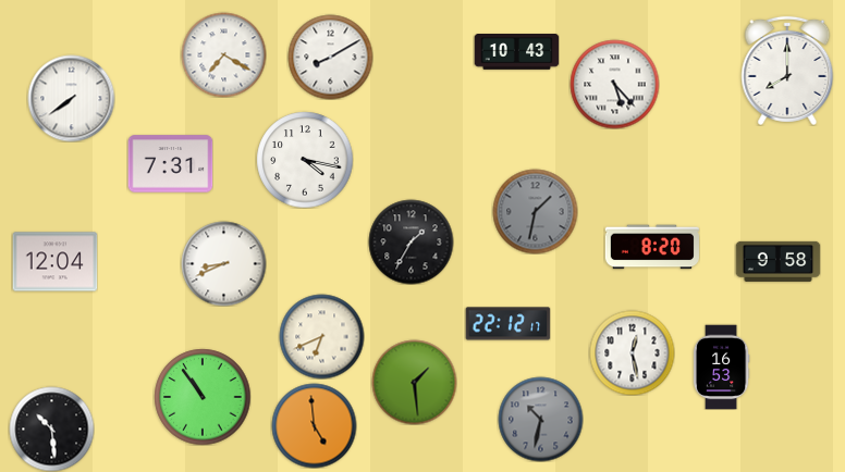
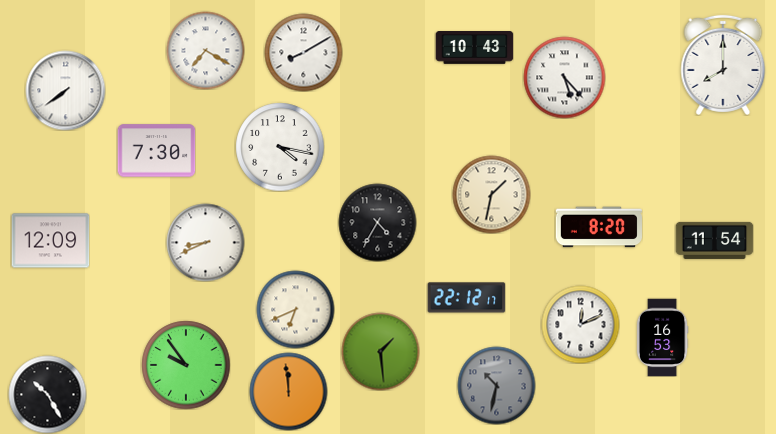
clock at (170, 164): 7:31 -> 7:30
clock at (535, 211) dial: grey -> cream
clock at (411, 241): 1:35 -> 4:35
clock at (777, 261): 9:58 -> 11:54
clock at (54, 262): 12:04 -> 12:09
clock at (632, 352): 12:28 -> 12:11
clock at (203, 397): 10:54 -> 9:54
clock at (314, 425): 4:59 -> 11:59
clock at (51, 428): 10:29 -> 10:25
